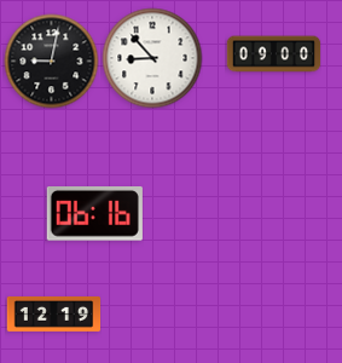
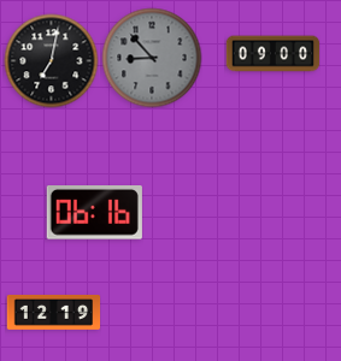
clock at (152, 58) dial: white -> grey
clock at (51, 60): 9:02 -> 7:02
